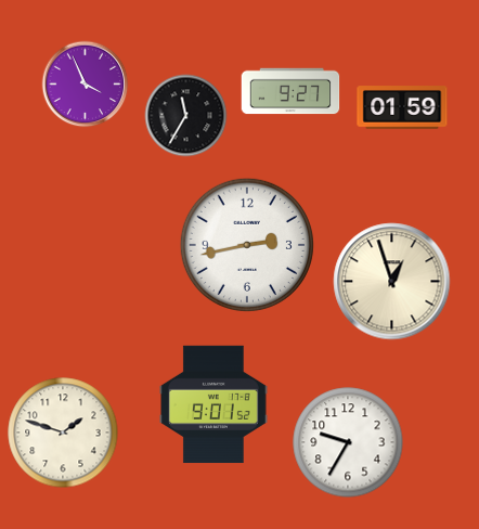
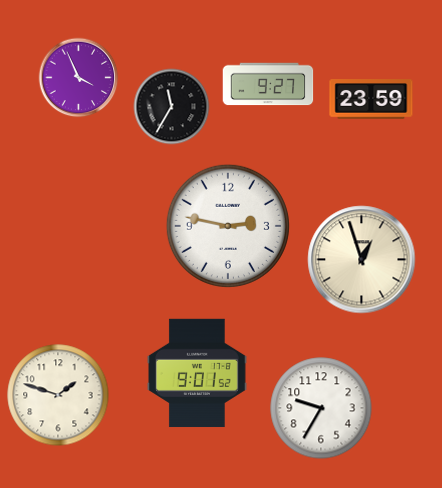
clock at (402, 107): 01:59 -> 23:59
clock at (247, 245): 2:43 -> 2:47
clock at (63, 433) position: (63, 433) -> (58, 395)
